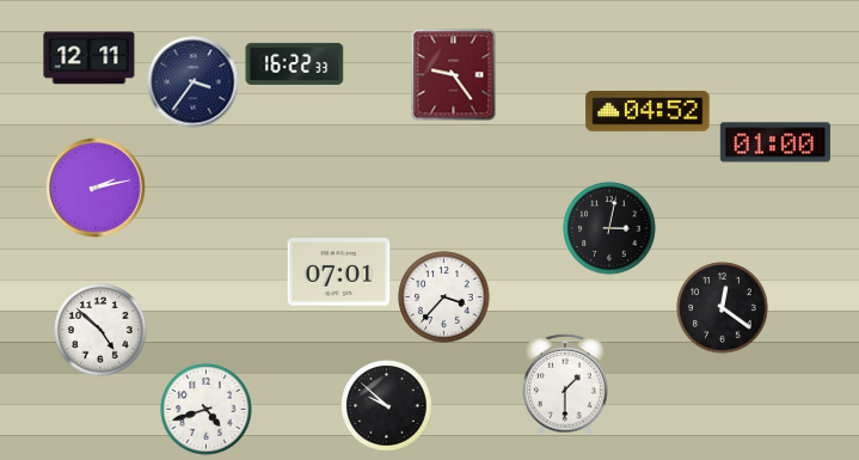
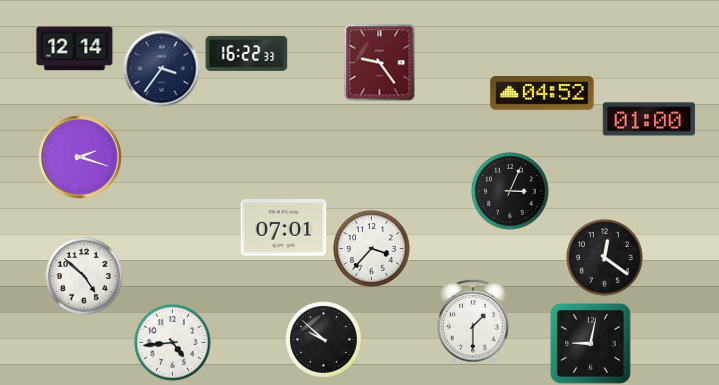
clock at (90, 59): 12:11 -> 12:14
clock at (96, 188): 2:13 -> 2:18
clock at (609, 228): 3:02 -> 3:04
clock at (207, 410): 4:42 -> 4:44
clock at (591, 344): none -> 9:02
